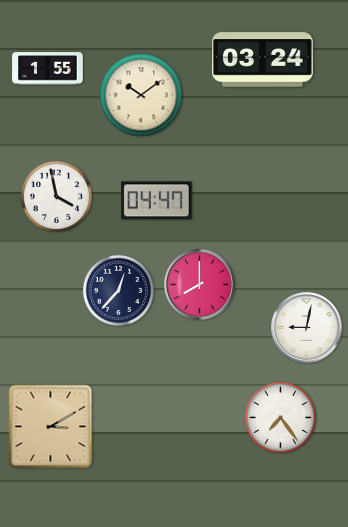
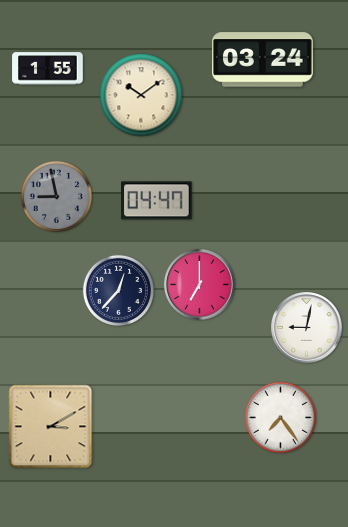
clock at (56, 196): 3:58 -> 8:58
clock at (56, 196) dial: white -> grey
clock at (200, 285): 8:00 -> 7:00
